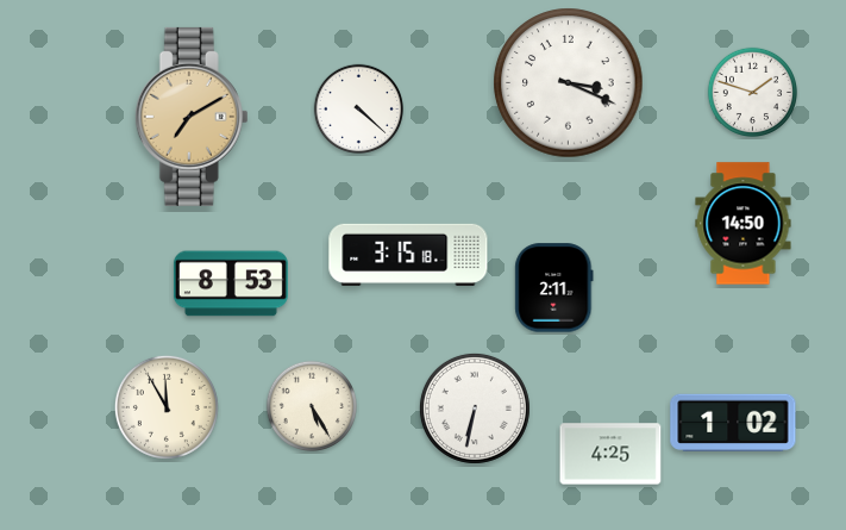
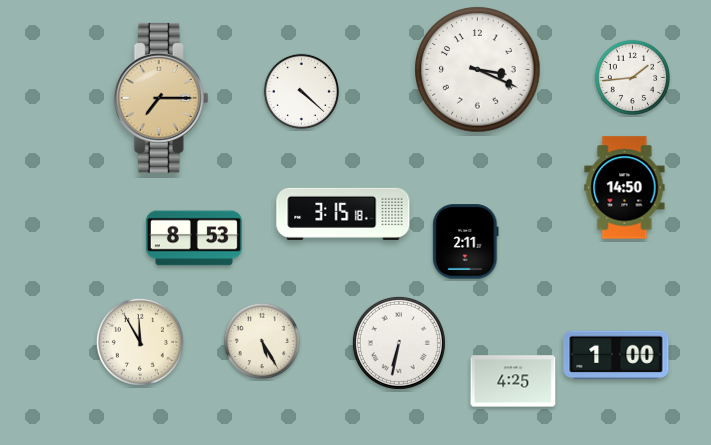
clock at (752, 92): 1:48 -> 1:44
clock at (192, 117): 7:10 -> 7:15
clock at (733, 422): 1:02 -> 1:00
